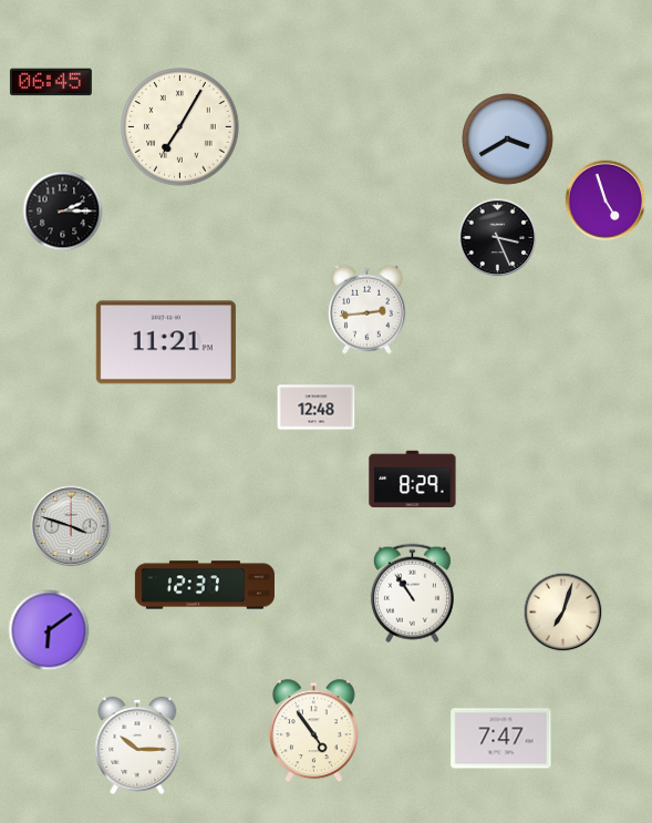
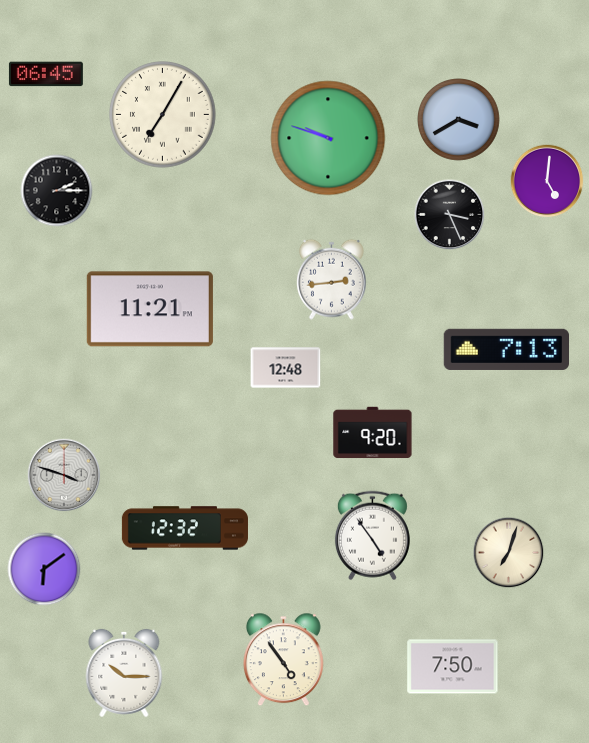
clock at (508, 140) position: (508, 140) -> (459, 120)
clock at (328, 138): none -> 9:48
clock at (606, 200): 4:57 -> 5:01
clock at (506, 349): none -> 7:13
clock at (413, 480): 8:29 -> 9:20
clock at (205, 585): 12:37 -> 12:32
clock at (412, 594): 10:54 -> 4:54
clock at (501, 739): 7:47 -> 7:50
